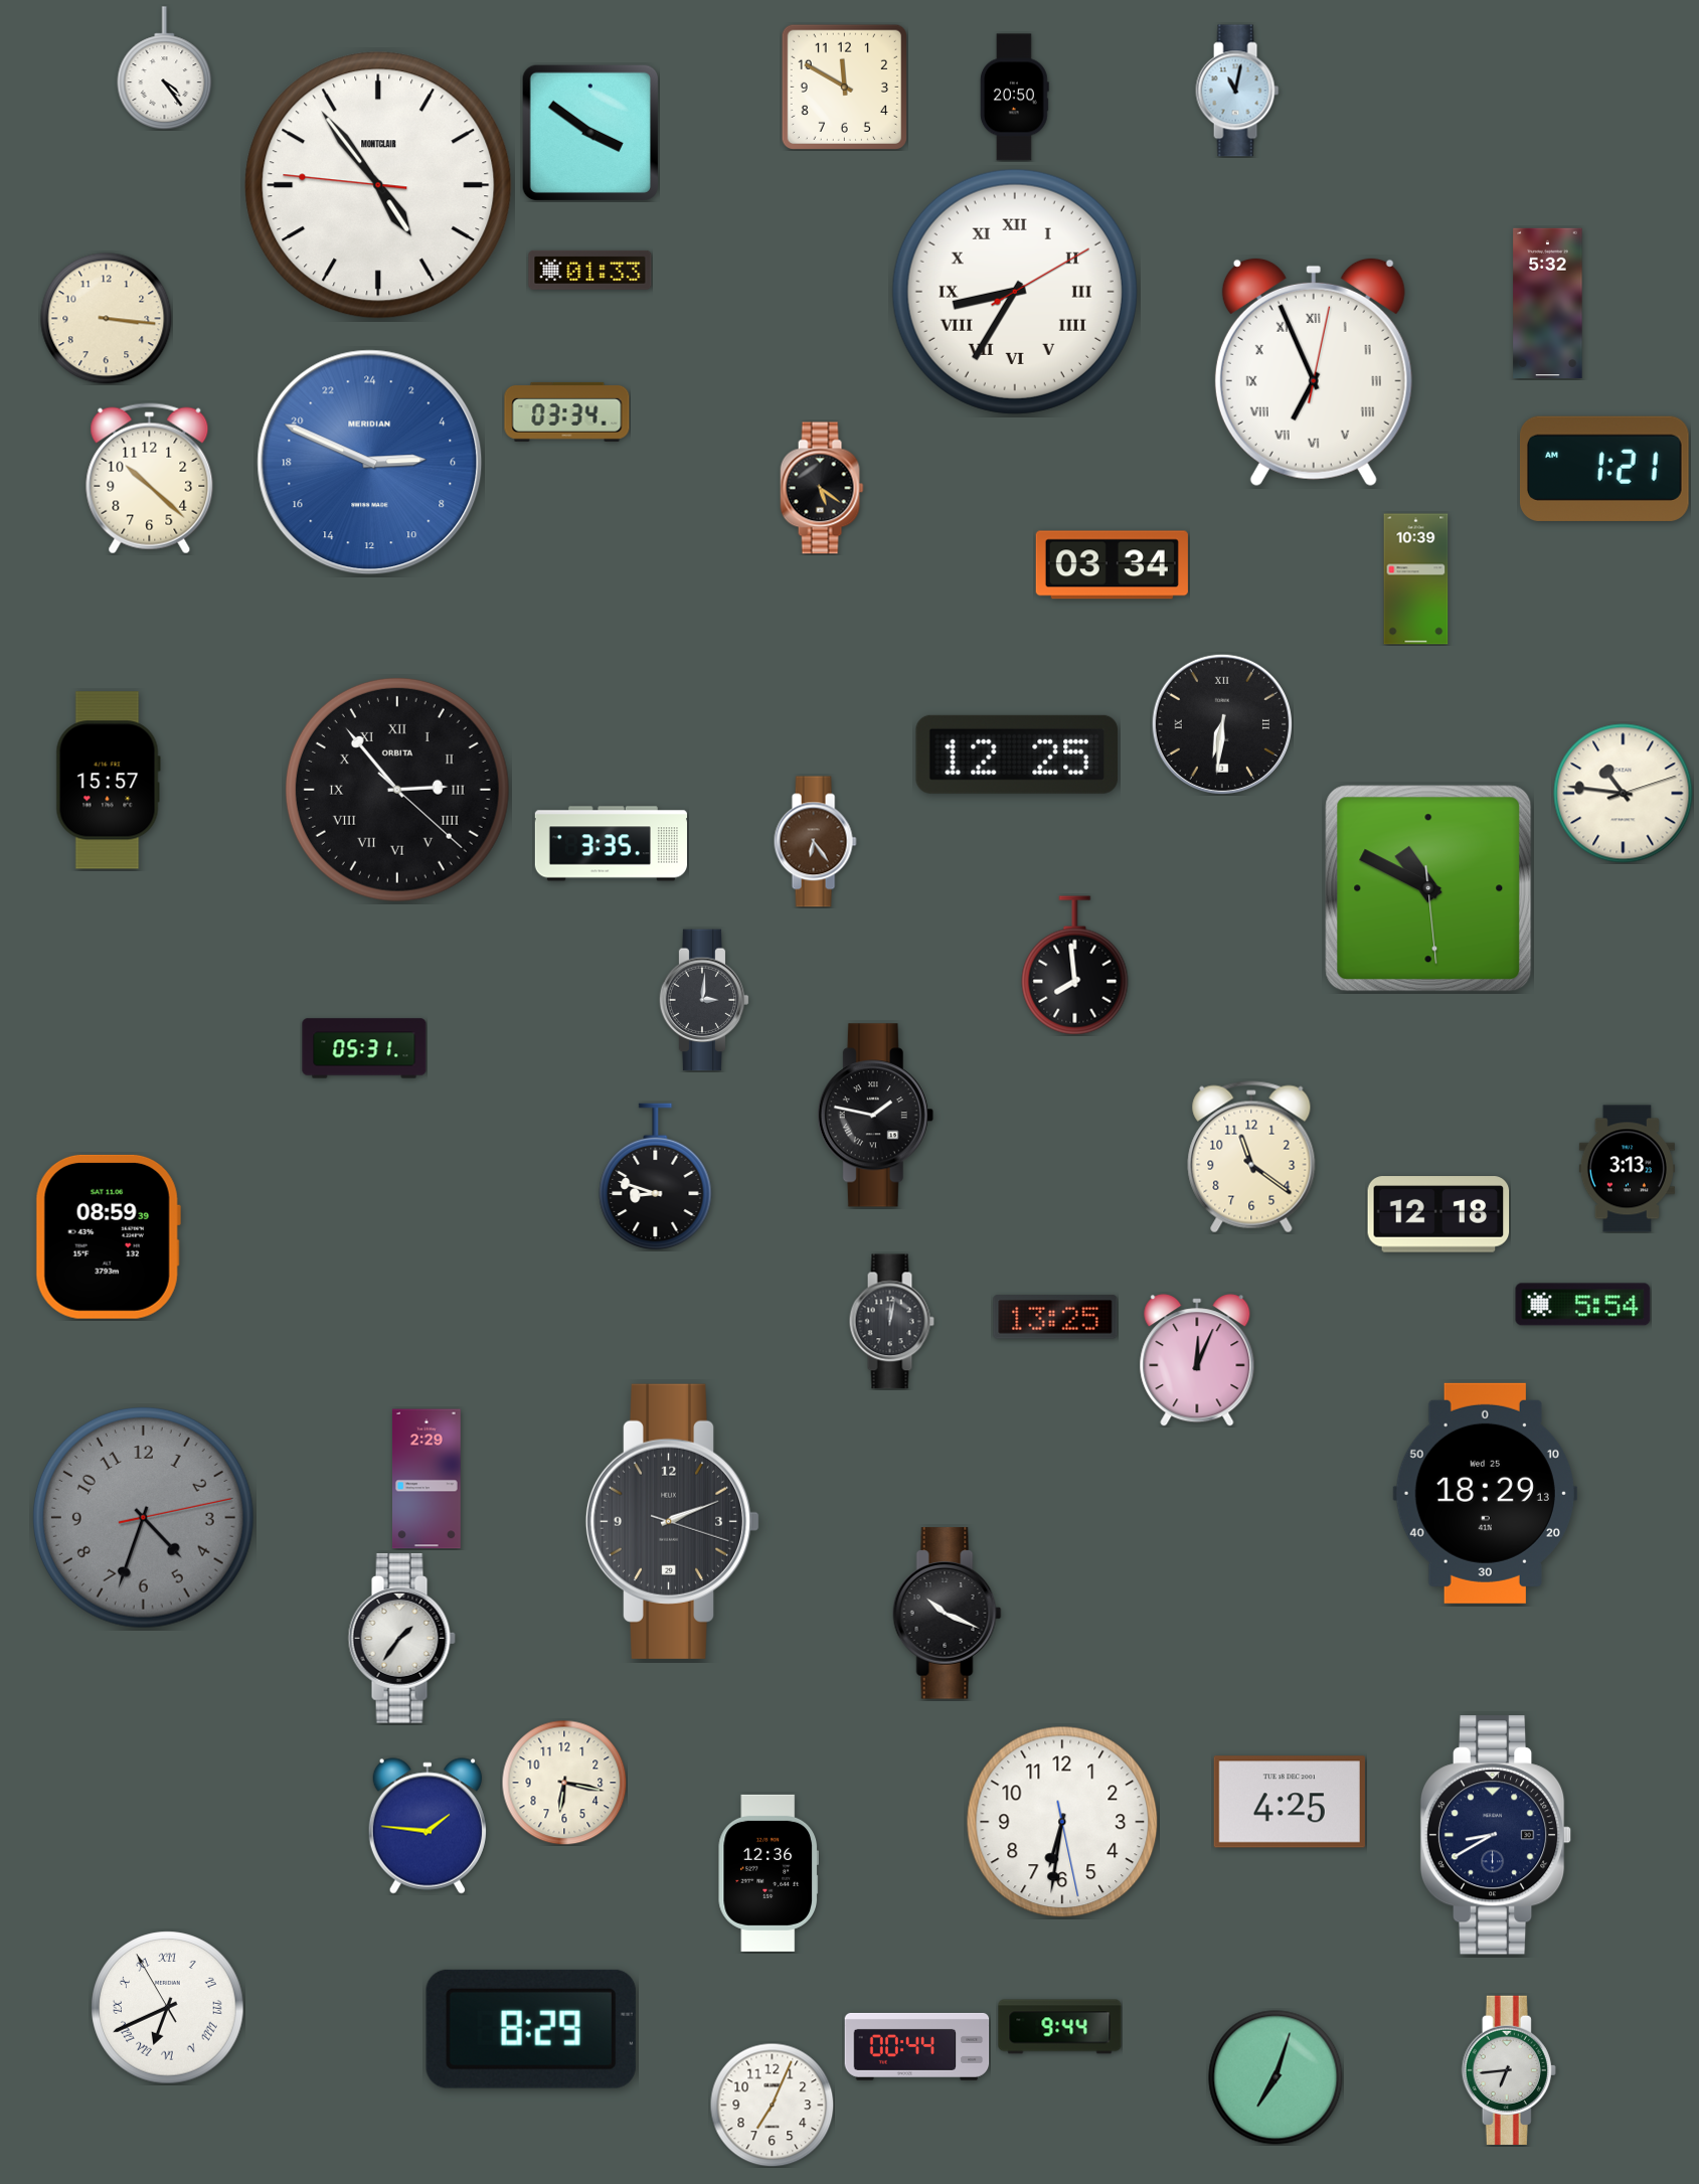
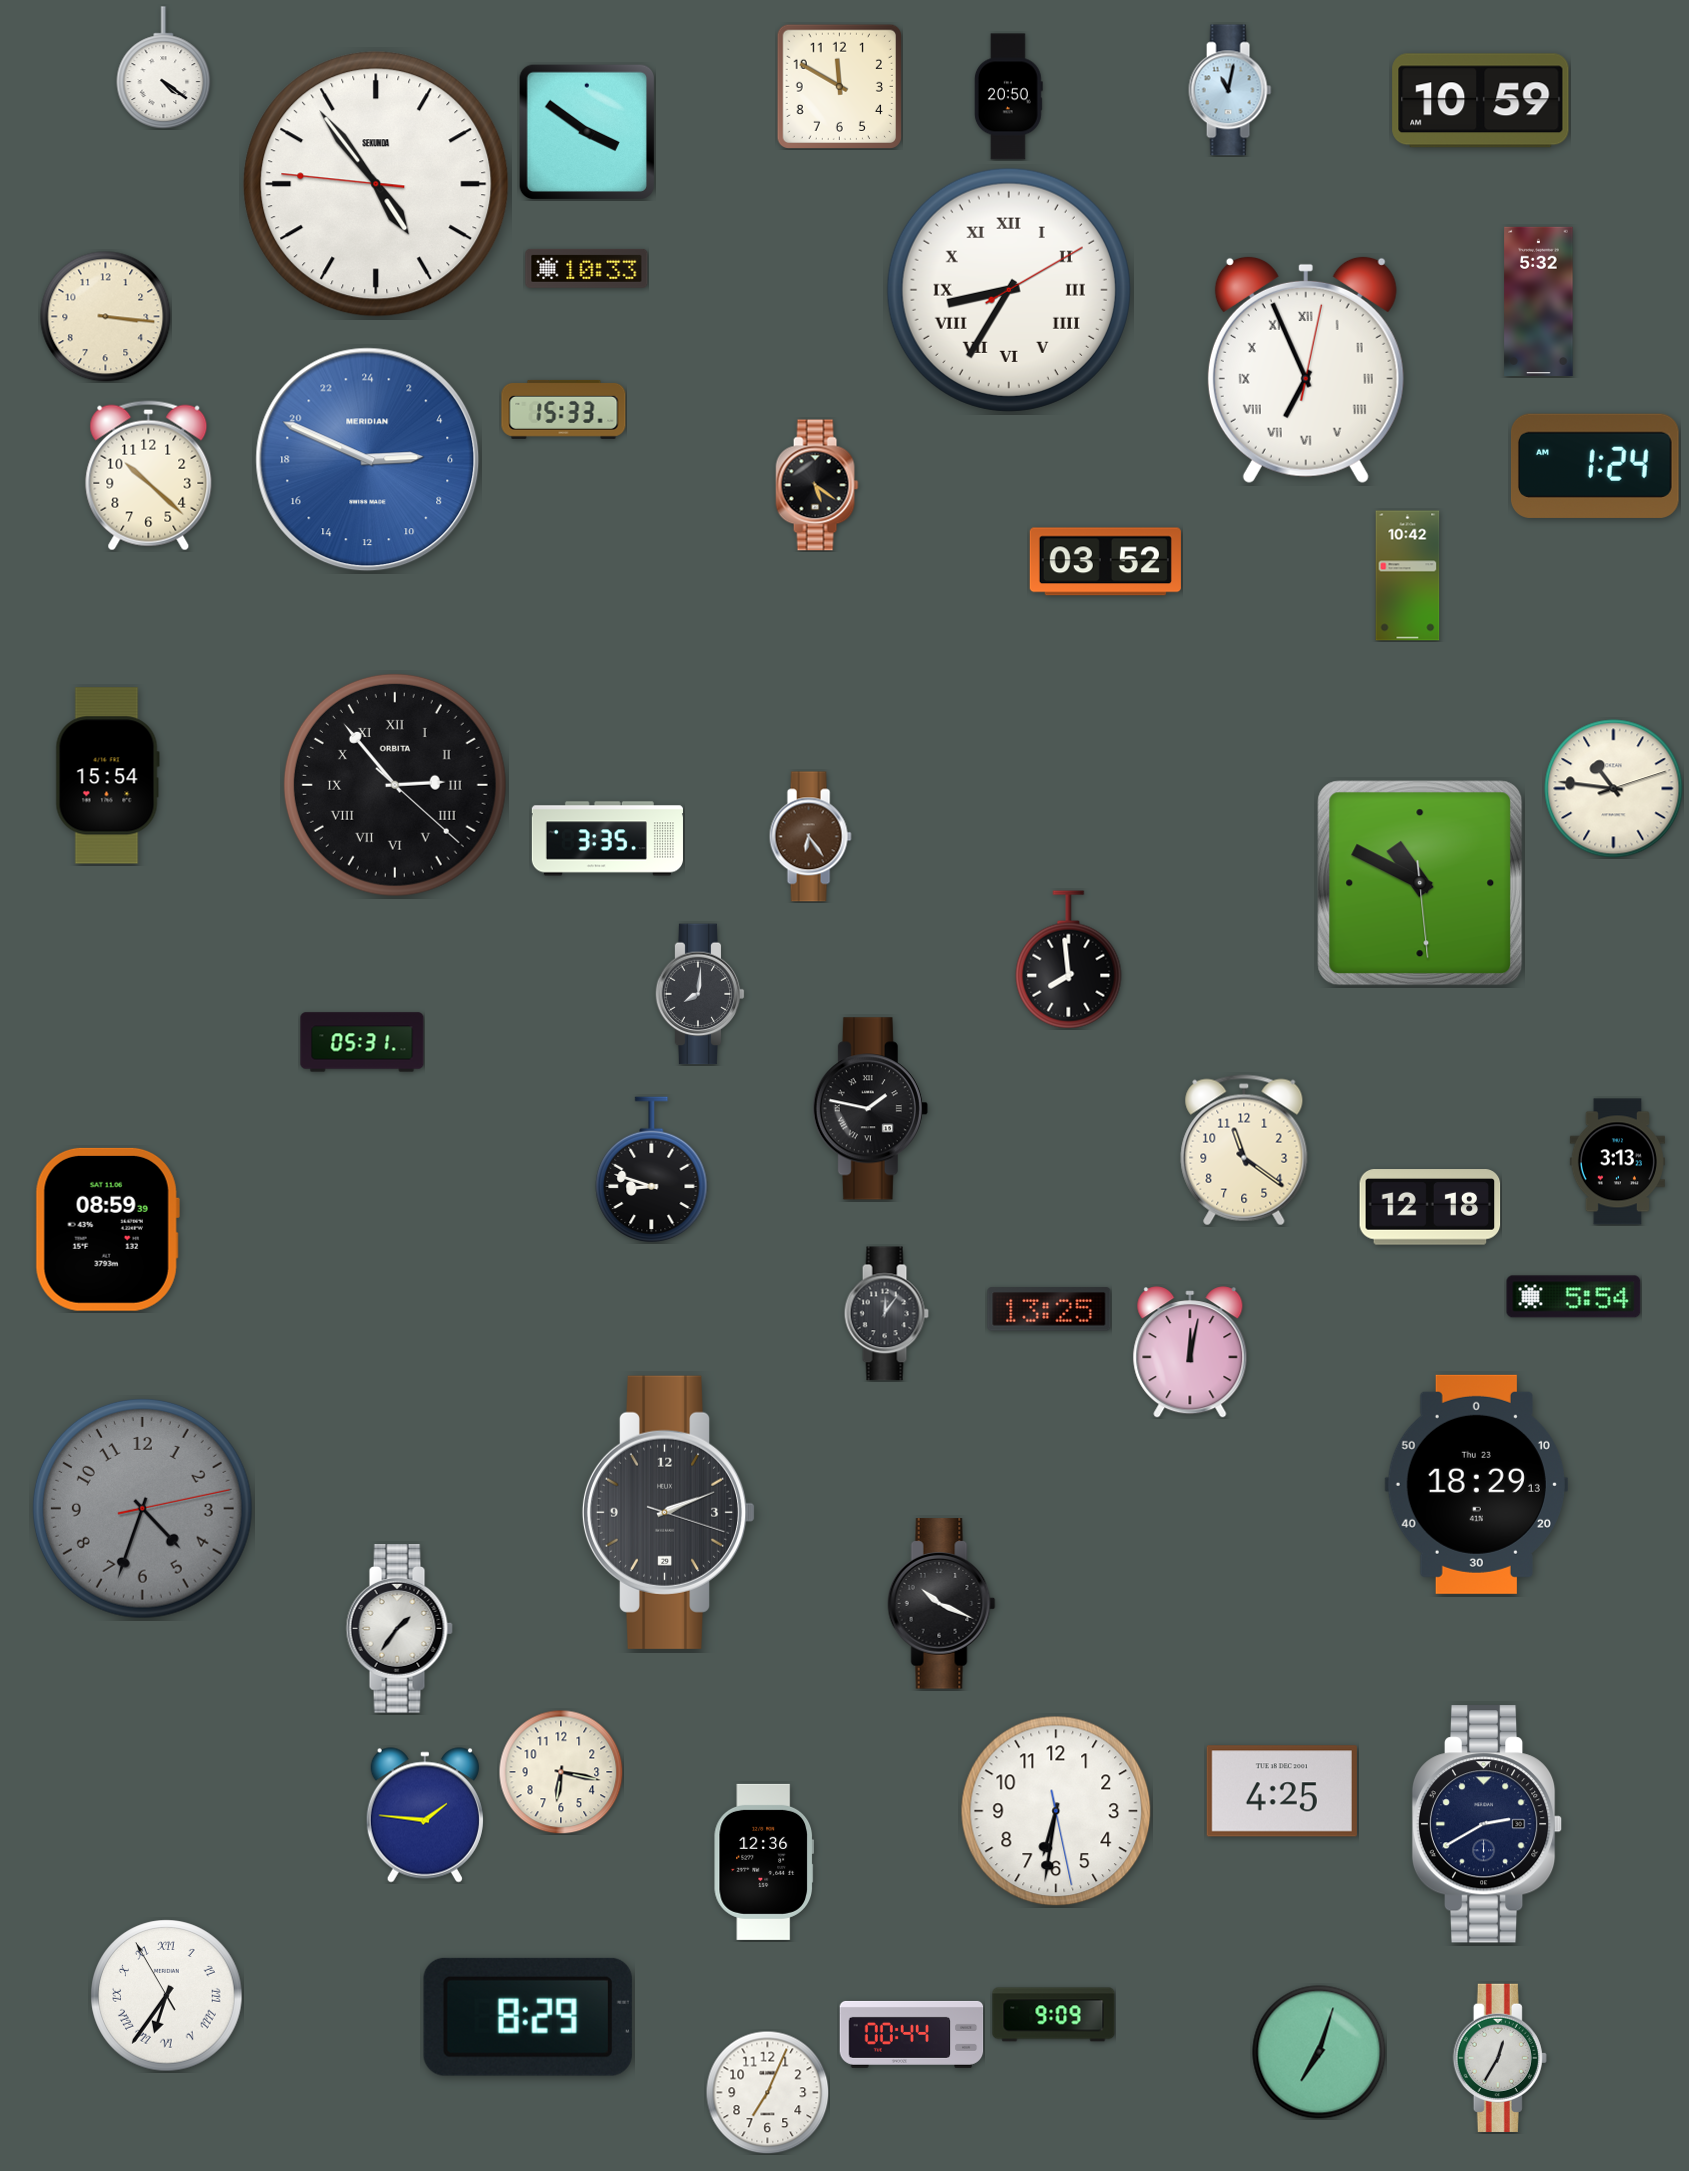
clock at (165, 68): 4:24 -> 4:21
clock at (1481, 101): none -> 10:59
clock at (378, 185) brand: MONTCLAIR -> SEKUNDA
clock at (590, 270): 01:33 -> 10:33
clock at (567, 411): 03:34 -> 15:33
clock at (1604, 469): 1:21 -> 1:24
clock at (1112, 565): 03:34 -> 03:52
clock at (1416, 579): 10:39 -> 10:42
clock at (1221, 723): 6:31 -> none
clock at (1017, 754): 12:25 -> none
clock at (108, 781): 15:57 -> 15:54
clock at (704, 1000): 3:01 -> 8:01
clock at (891, 1322): 12:02 -> 12:06
clock at (1197, 1360): 12:04 -> 12:02
clock at (427, 1479): 2:29 -> none
clock at (1485, 1493) date: Wed 25 -> Thu 23
clock at (1496, 1835): 8:40 -> 2:40
clock at (168, 2008): 6:40 -> 6:35
clock at (1060, 2027): 9:44 -> 9:09
clock at (1509, 2070): 6:44 -> 12:35
clock at (1276, 2077) position: (1276, 2077) -> (1319, 2052)
